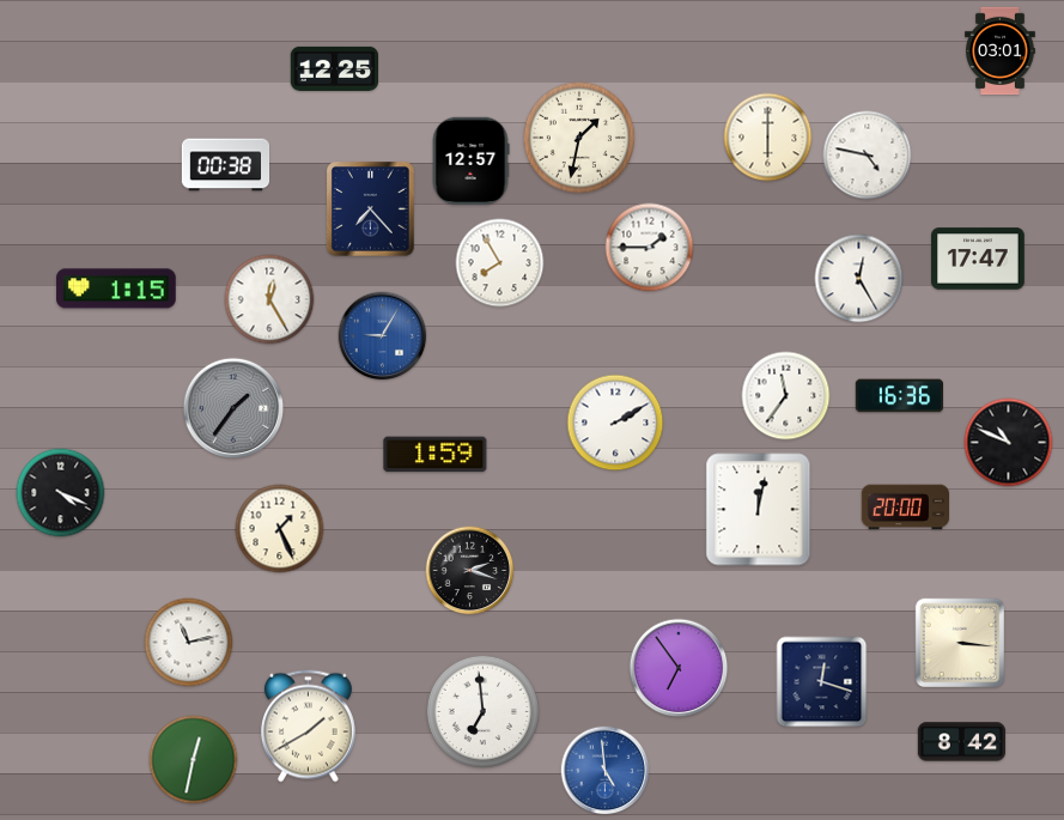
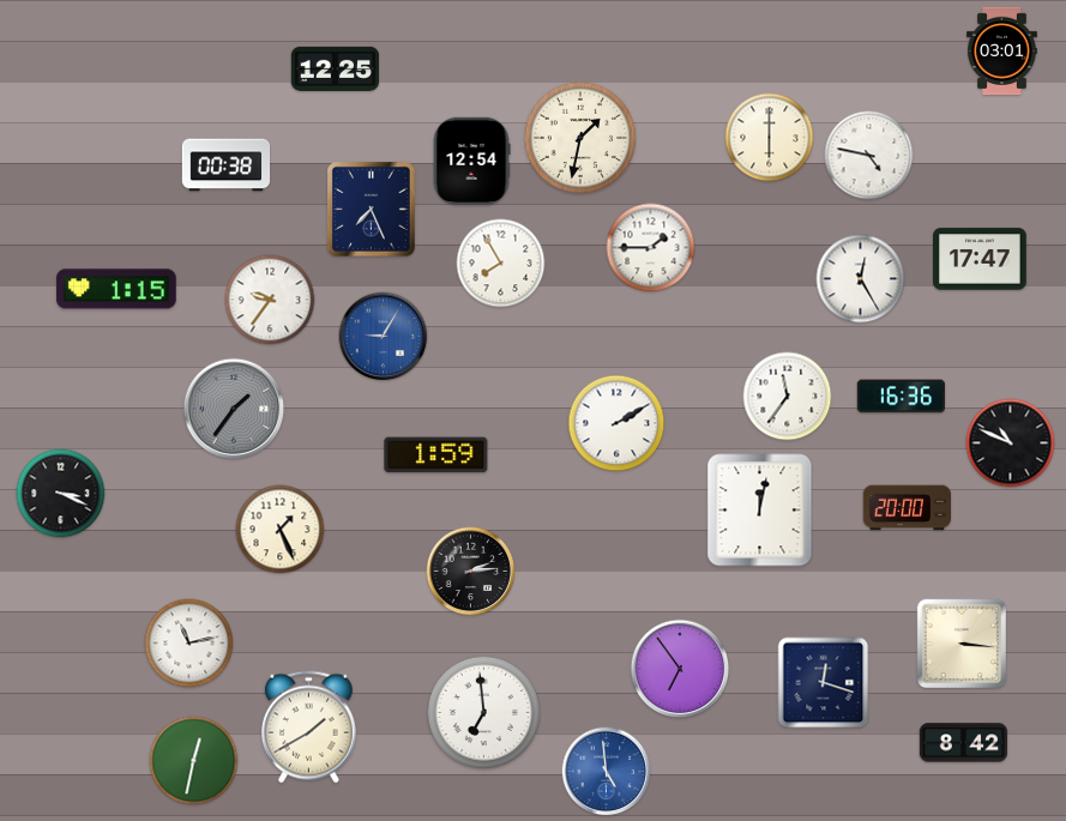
clock at (470, 160): 12:57 -> 12:54
clock at (371, 209): 7:23 -> 7:26
clock at (269, 299): 12:25 -> 9:36
clock at (61, 493): 4:19 -> 3:19
clock at (470, 571): 2:18 -> 2:14
